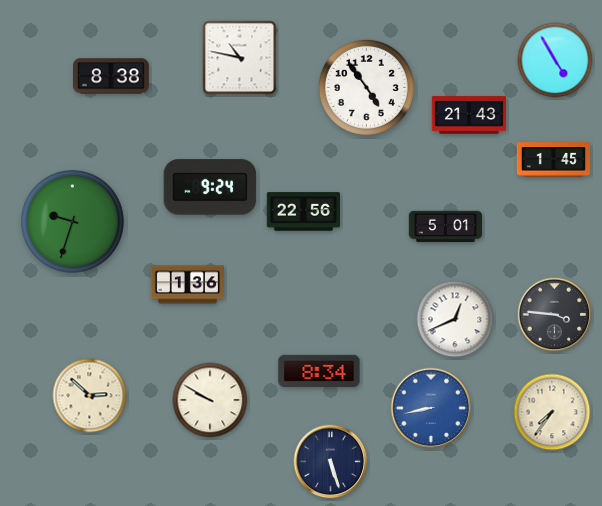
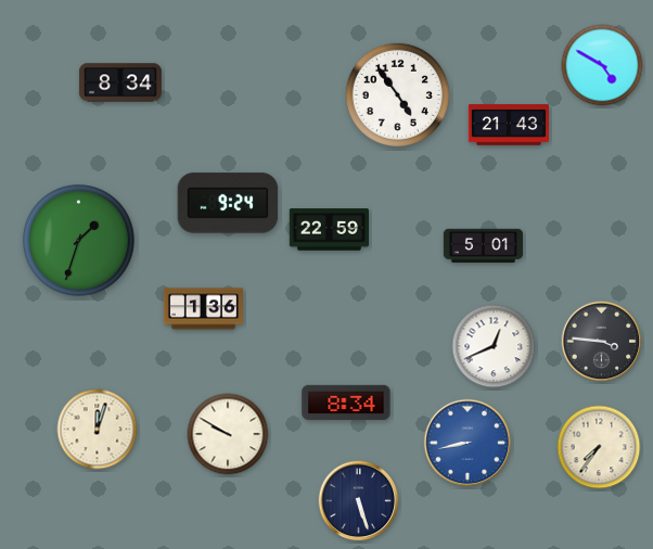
clock at (240, 58): 10:47 -> none
clock at (555, 60): 4:55 -> 4:50
clock at (111, 76): 8:38 -> 8:34
clock at (553, 160): 1:45 -> none
clock at (303, 212): 22:56 -> 22:59
clock at (72, 221): 9:33 -> 1:33
clock at (90, 396): 2:52 -> 12:03
